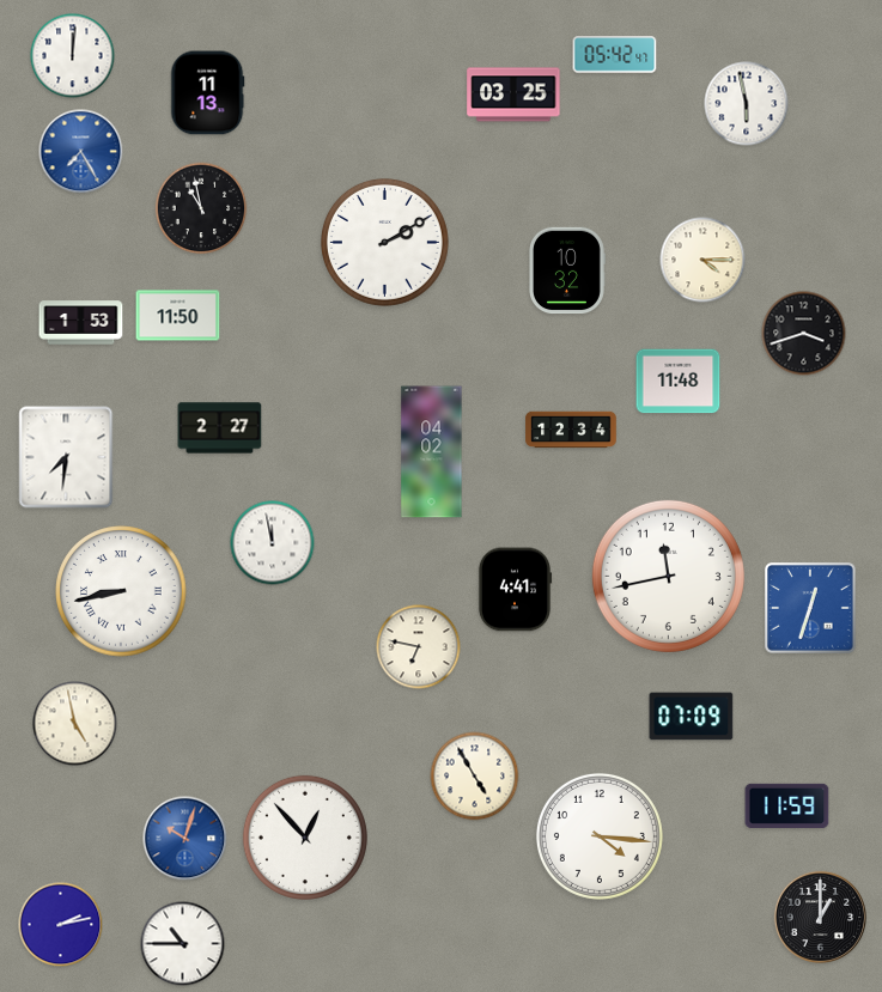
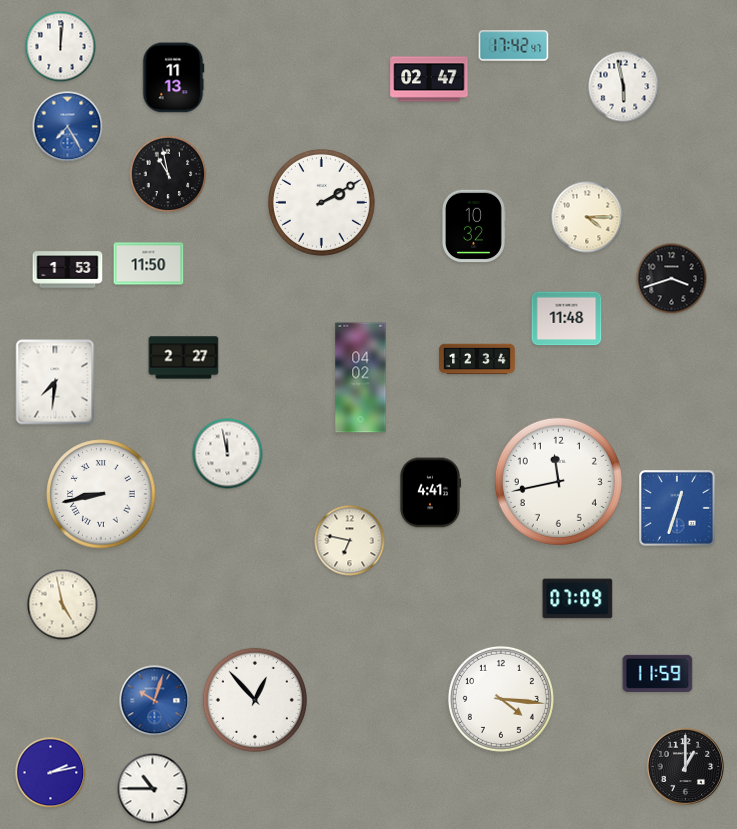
clock at (615, 55): 05:42 -> 17:42
clock at (513, 95): 03:25 -> 02:47
clock at (475, 777): 4:55 -> none
